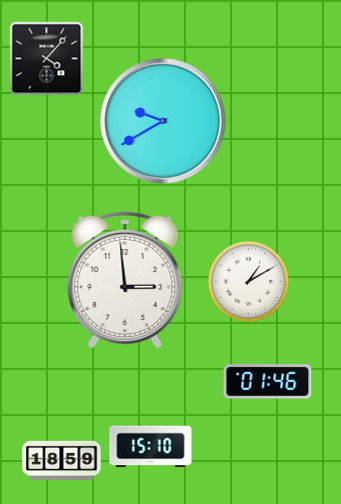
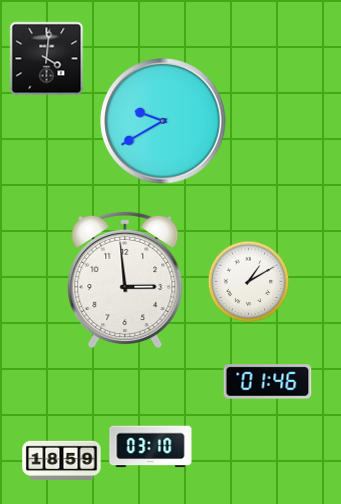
clock at (47, 59): 4:07 -> 4:01
clock at (151, 447): 15:10 -> 03:10
